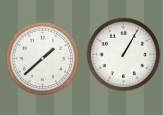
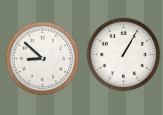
clock at (43, 59): 1:38 -> 8:52
